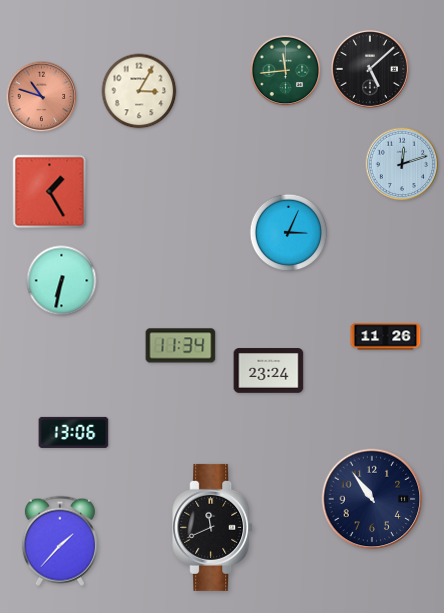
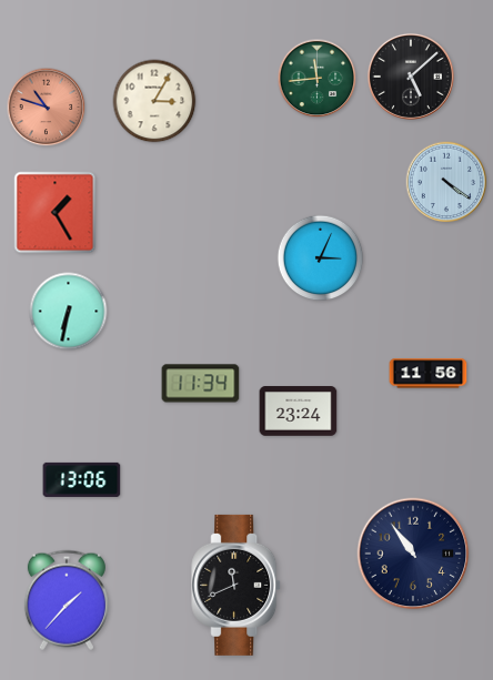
clock at (402, 164): 12:12 -> 4:21
clock at (386, 337): 11:26 -> 11:56
